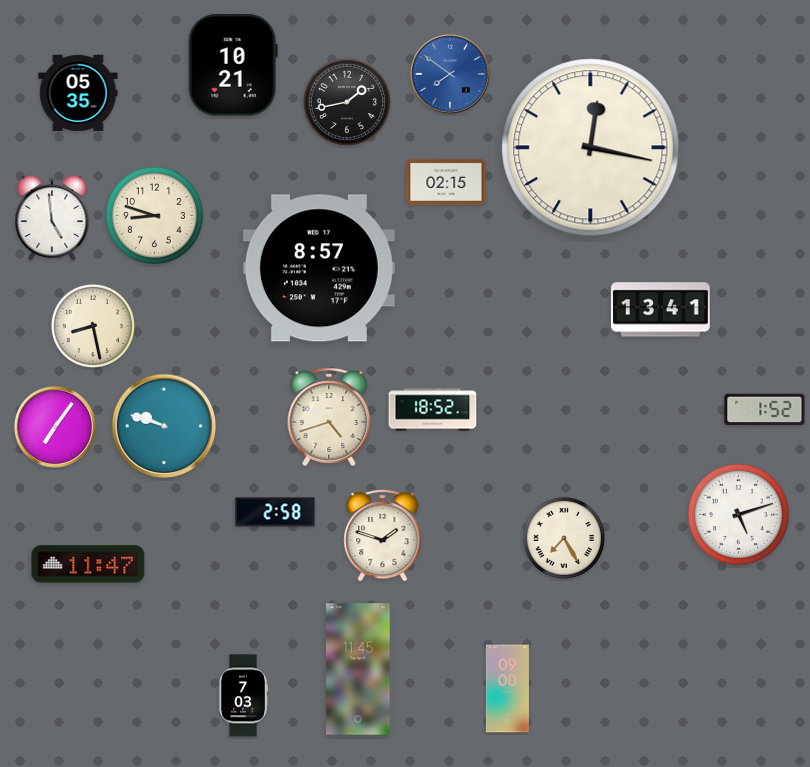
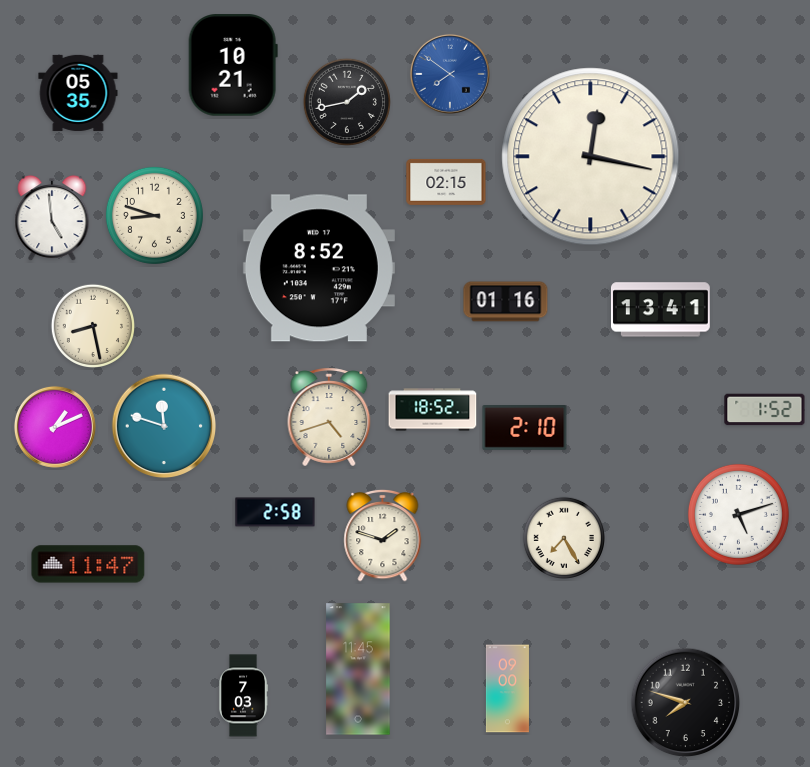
clock at (591, 148) position: (591, 148) -> (591, 157)
clock at (319, 268): 8:57 -> 8:52
clock at (506, 302): none -> 01:16
clock at (164, 426): 9:48 -> 11:48
clock at (55, 427): 7:06 -> 1:11
clock at (525, 428): none -> 2:10
clock at (686, 703): none -> 7:48
